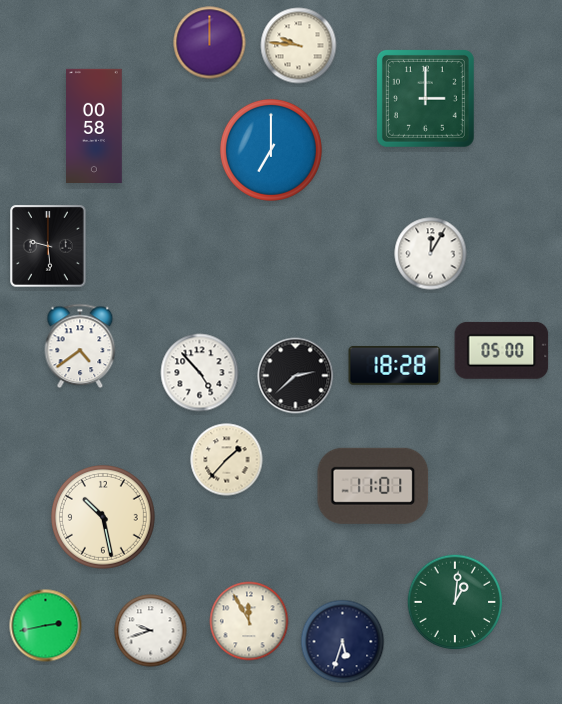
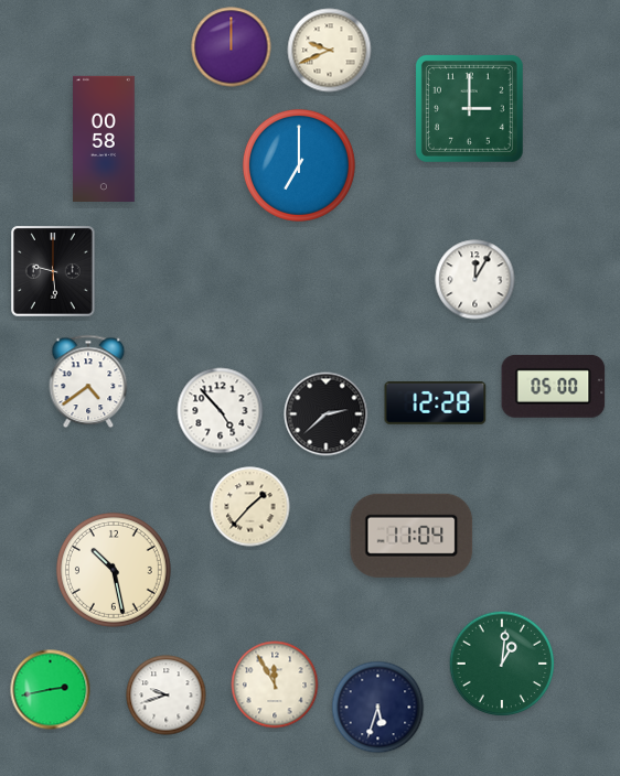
clock at (299, 46): 9:46 -> 9:41
clock at (395, 365): 18:28 -> 12:28
clock at (373, 486): 11:01 -> 11:04
